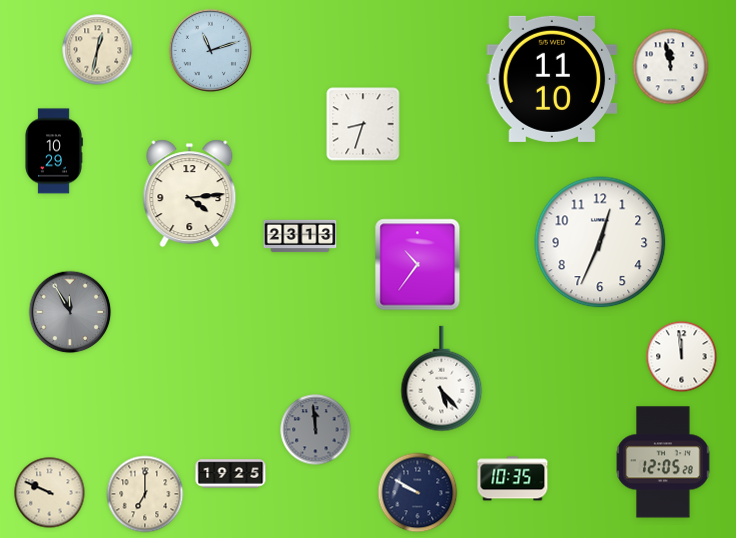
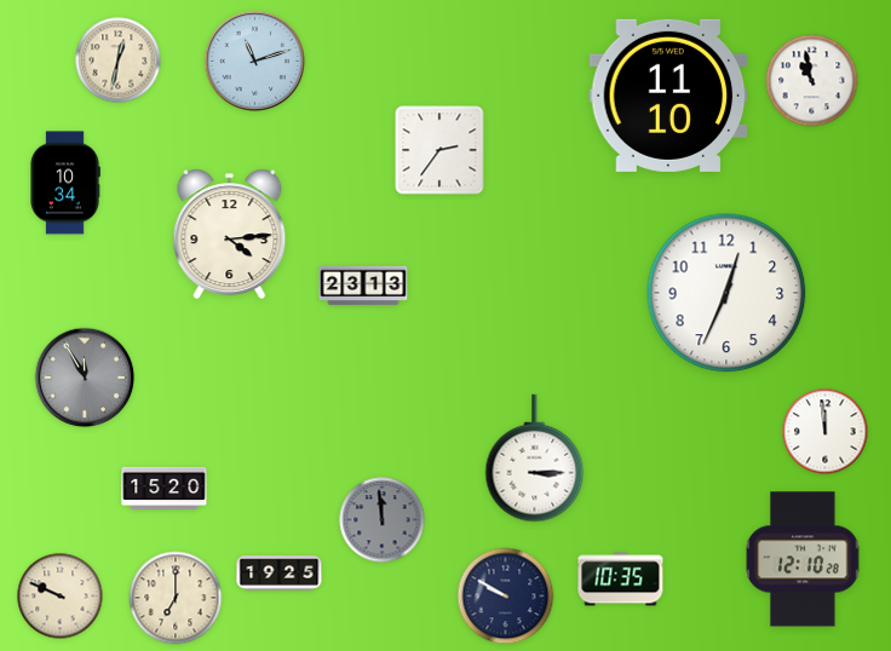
clock at (671, 67): 11:58 -> 10:58
clock at (363, 124): 8:33 -> 2:36
clock at (54, 151): 10:29 -> 10:34
clock at (418, 265): 10:36 -> none
clock at (442, 379): 5:23 -> 3:15
clock at (165, 489): none -> 15:20
clock at (663, 462): 12:05 -> 12:10
